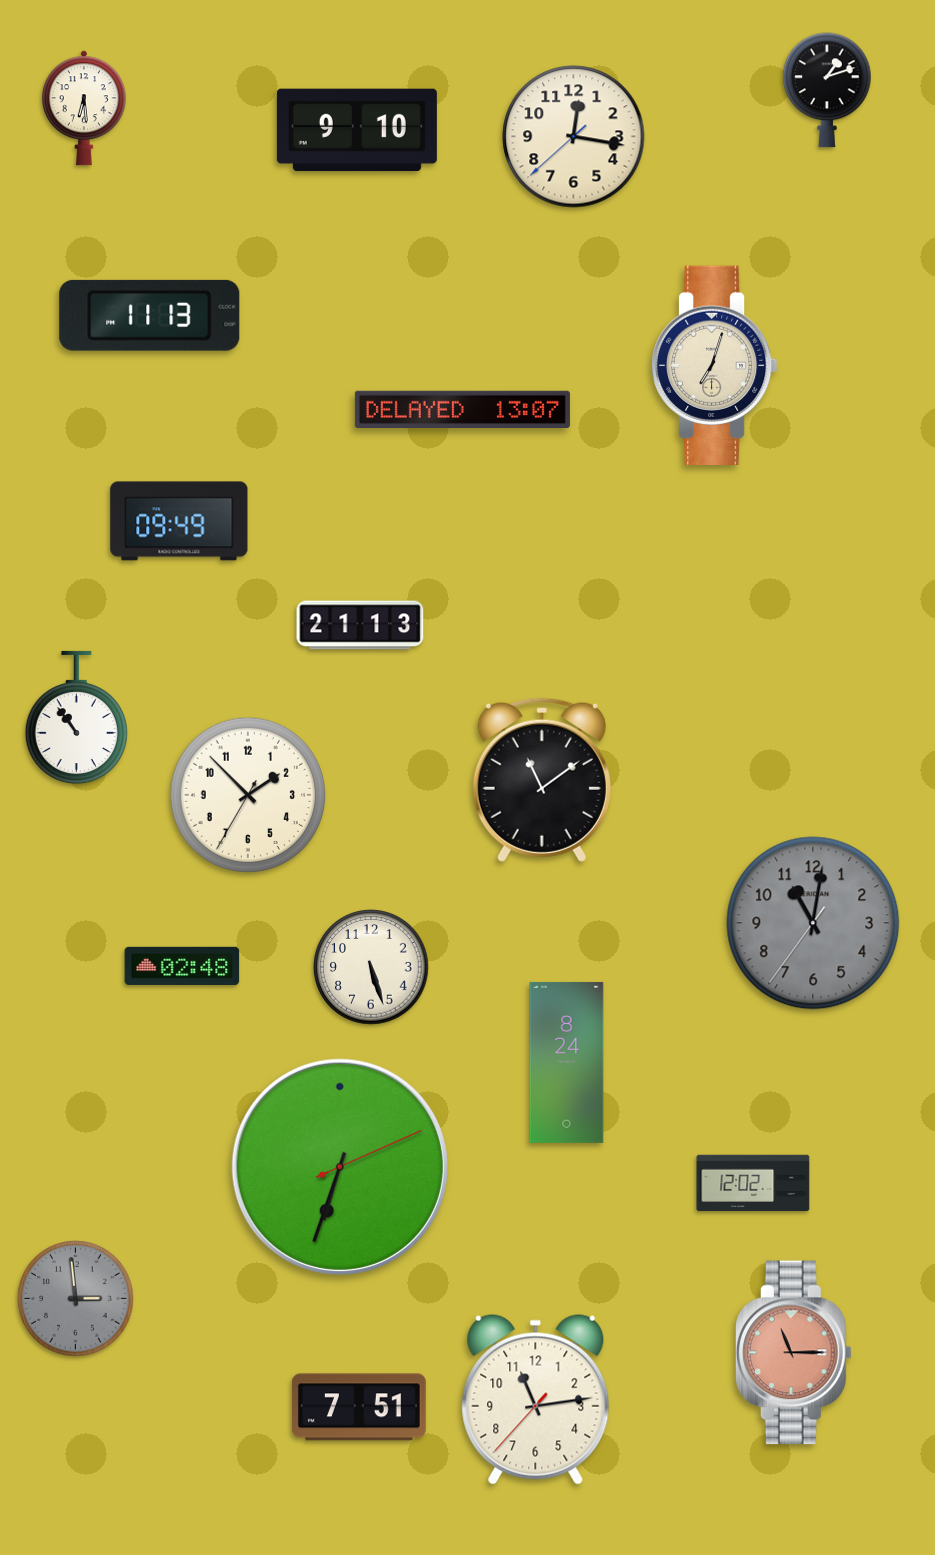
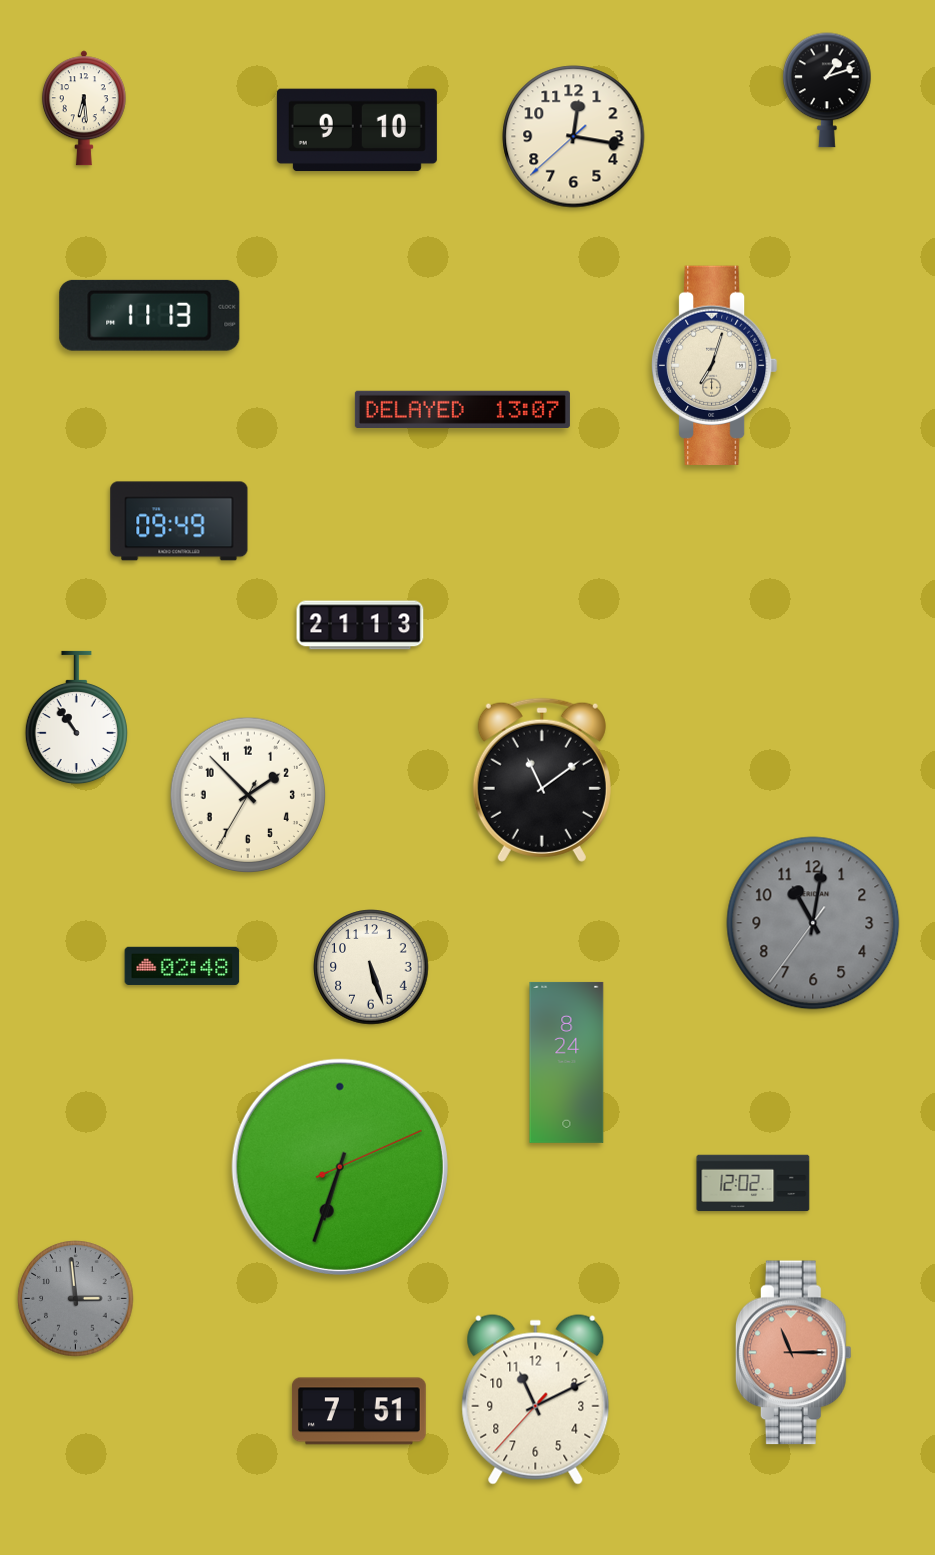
clock at (536, 1399): 11:13 -> 11:10
clock at (360, 1407) position: (360, 1407) -> (360, 1411)
